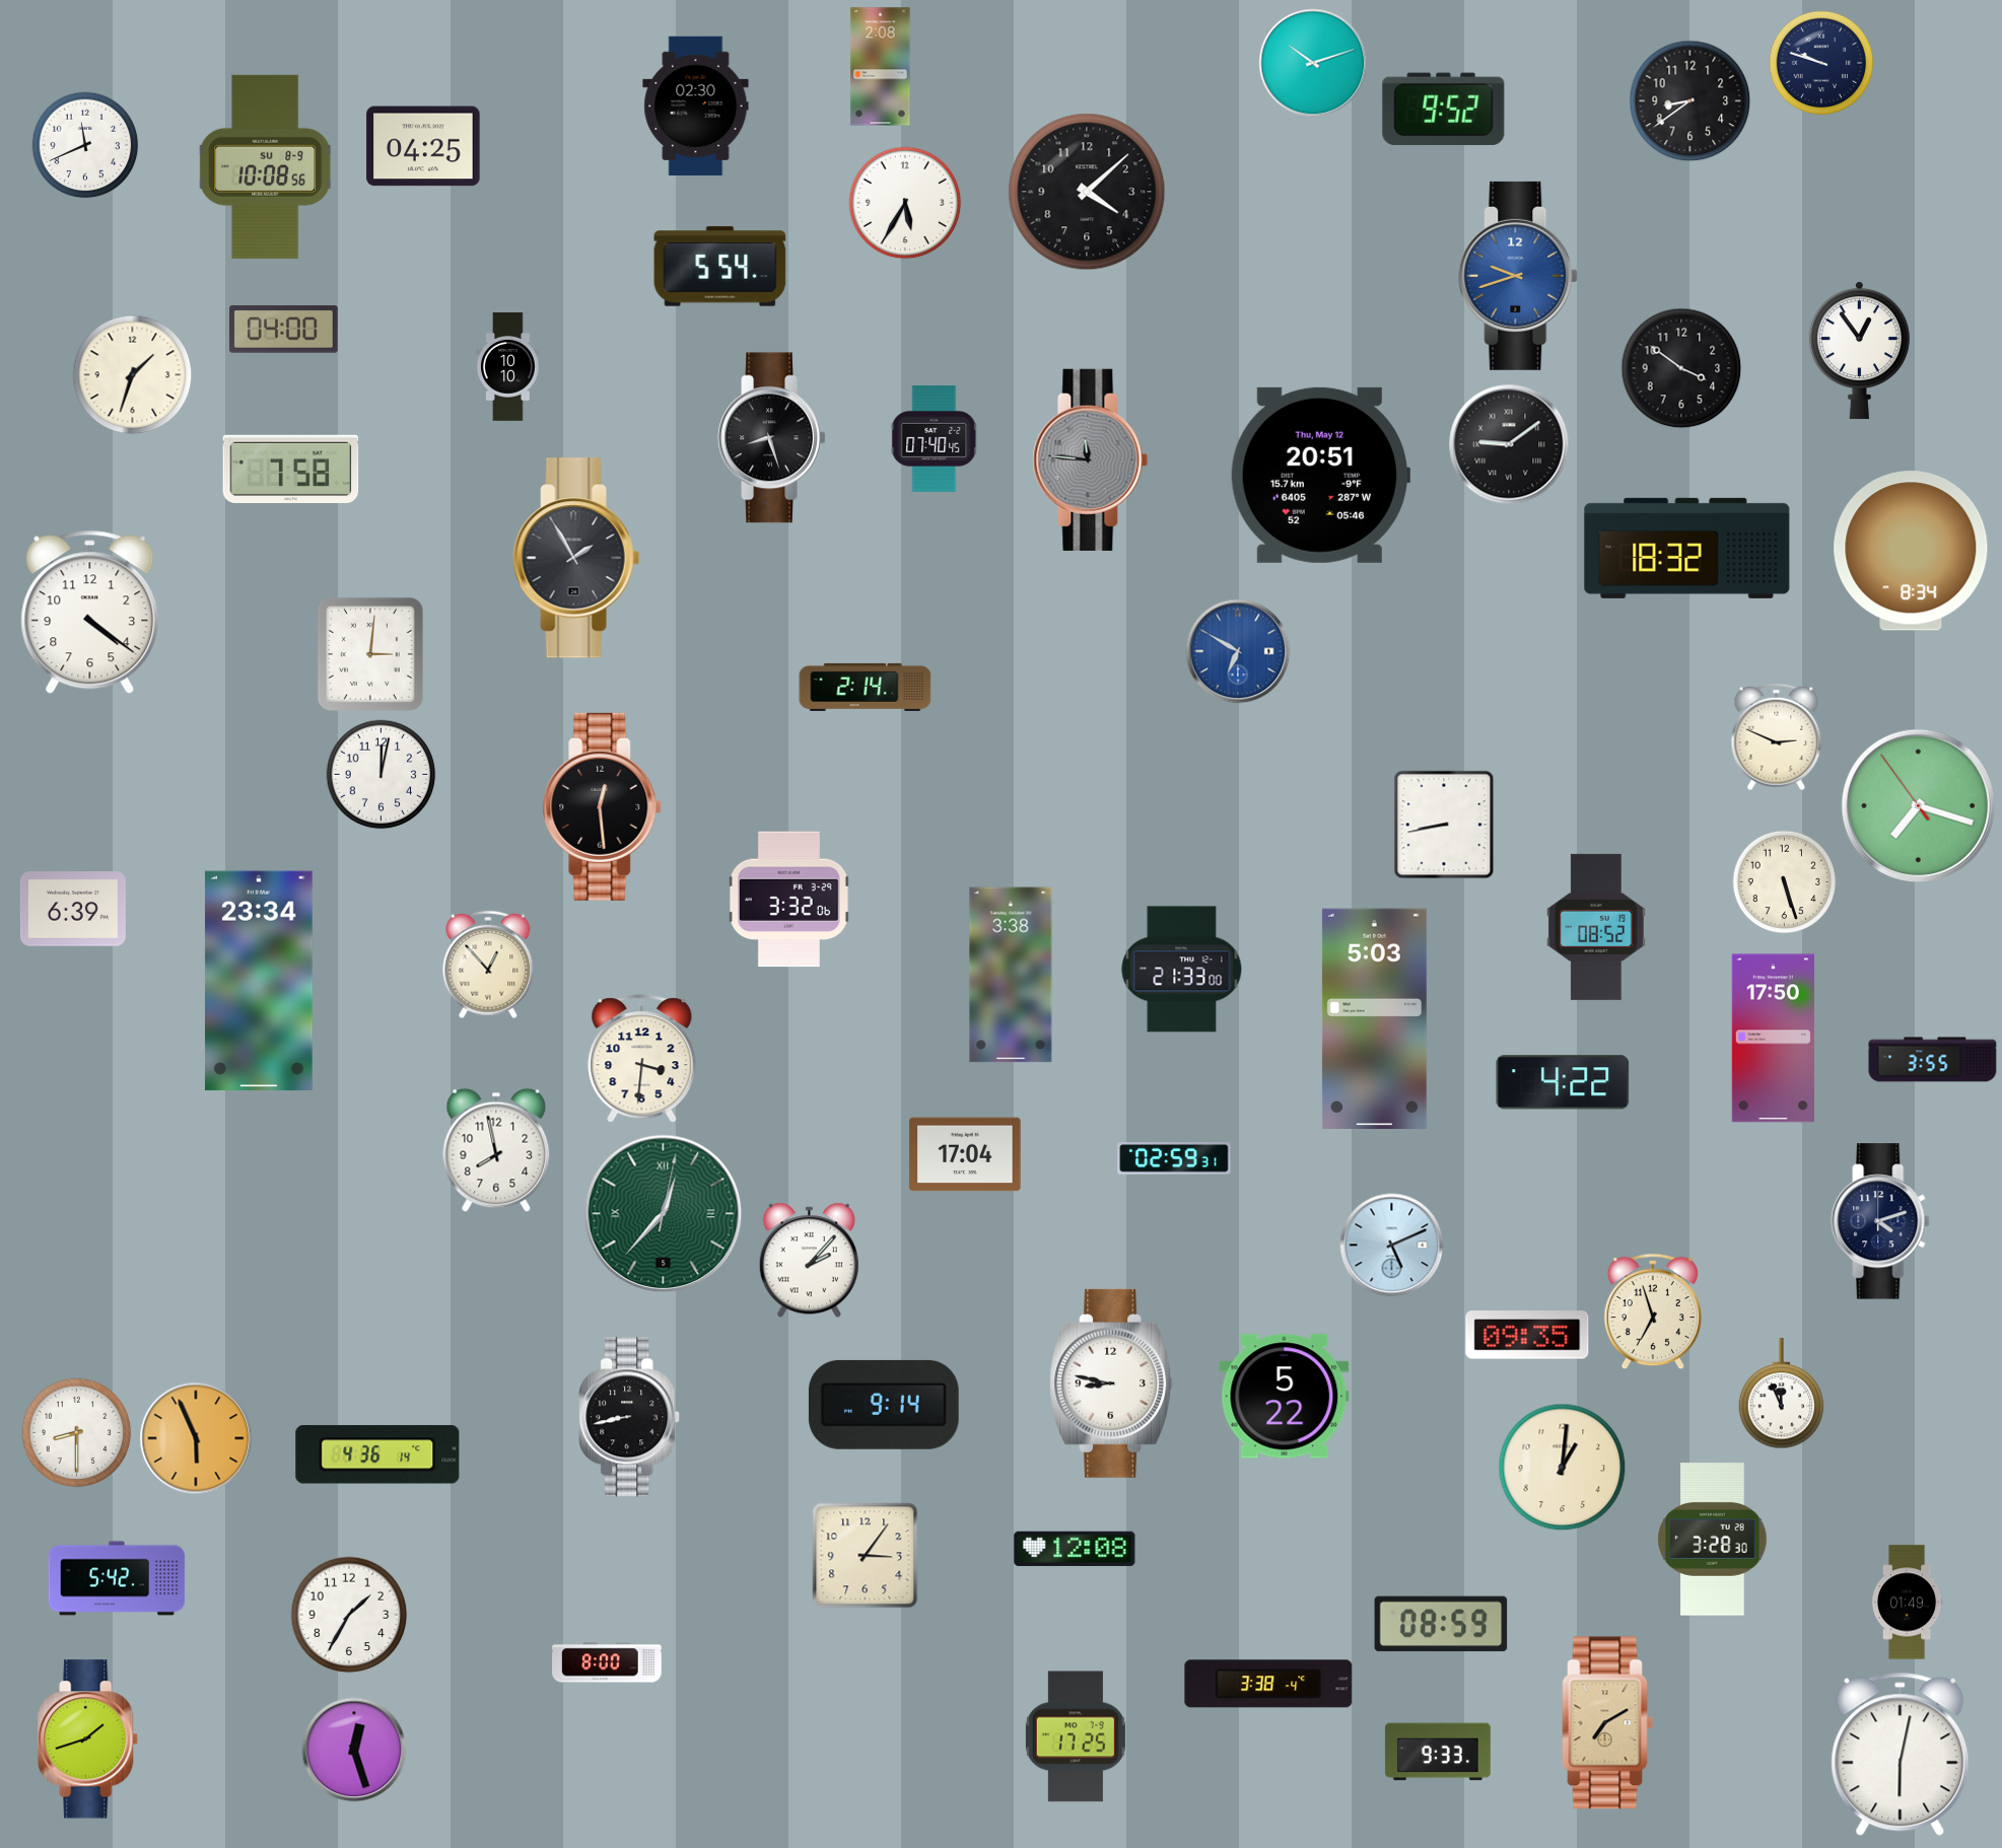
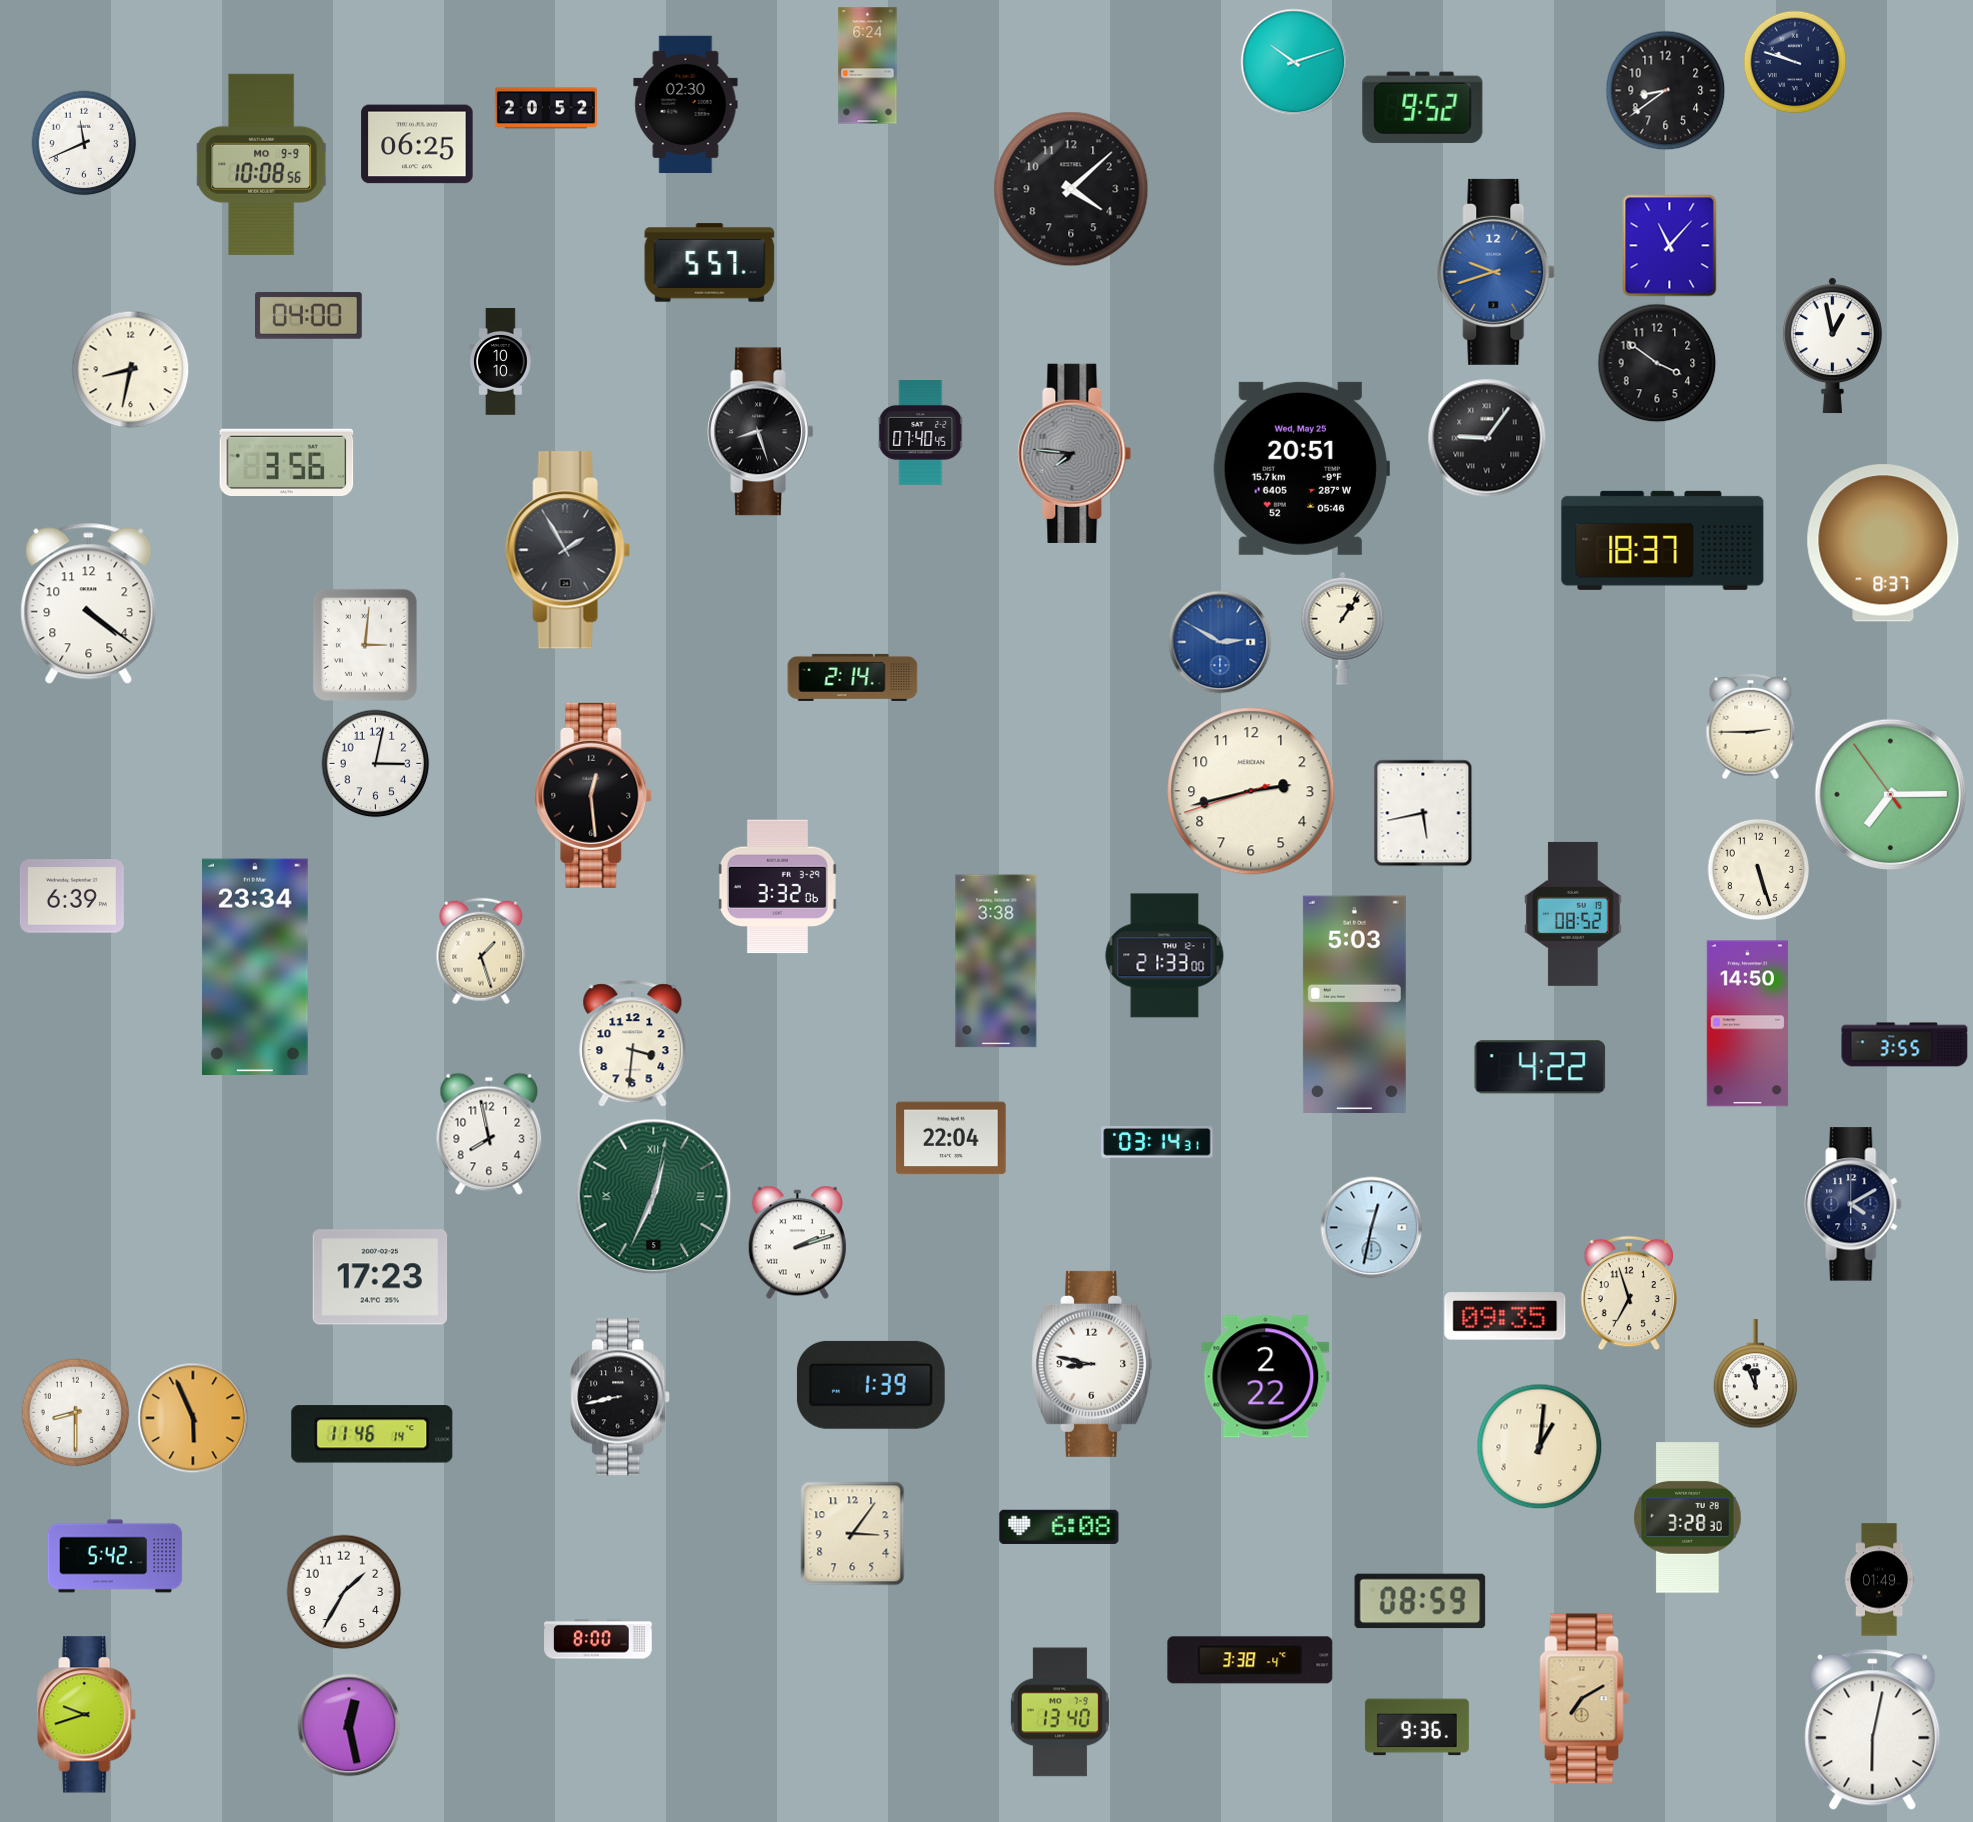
clock at (881, 67): 2:08 -> 6:24
clock at (1690, 101) position: (1690, 101) -> (1666, 91)
clock at (546, 108): none -> 20:52
clock at (423, 146): 04:25 -> 06:25
clock at (266, 166) date: SU 8-9 -> MO 9-9
clock at (905, 203): 5:35 -> none
clock at (1670, 246): none -> 11:07
clock at (720, 267): 5:54 -> 5:57
clock at (284, 330) position: (284, 330) -> (309, 316)
clock at (1859, 351): 12:54 -> 12:58
clock at (133, 375): 1:33 -> 8:32
clock at (1509, 444): 9:09 -> 9:06
clock at (1091, 459): 11:46 -> 7:46
clock at (291, 469): 7:58 -> 3:56
clock at (1320, 475) date: Thu, May 12 -> Wed, May 25
clock at (1687, 548): 18:32 -> 18:37
clock at (1911, 551): 8:34 -> 8:37
clock at (1343, 628): none -> 1:06
clock at (1238, 651): 6:50 -> 2:50
clock at (1777, 737): 2:49 -> 2:45
clock at (382, 775): 12:02 -> 3:02
clock at (1251, 791): none -> 2:42
clock at (1919, 806): 7:17 -> 7:14
clock at (1444, 825): 8:43 -> 5:43
clock at (488, 965): 12:53 -> 1:27
clock at (1773, 1039): 17:50 -> 14:50
clock at (965, 1154): 17:04 -> 22:04
clock at (1174, 1159): 02:59 -> 03:14
clock at (664, 1214): 12:37 -> 12:34
clock at (1880, 1221): 4:12 -> 4:10
clock at (1392, 1246): 5:11 -> 12:32
clock at (809, 1261): 2:07 -> 2:12
clock at (380, 1277): none -> 17:23
clock at (1112, 1383) position: (1112, 1383) -> (1093, 1364)
clock at (1285, 1397): 5:22 -> 2:22
clock at (884, 1405): 9:14 -> 1:39
clock at (377, 1454): 4:36 -> 11:46
clock at (1075, 1549): 12:08 -> 6:08
clock at (1076, 1736): 17:25 -> 13:40
clock at (88, 1739): 1:42 -> 9:42
clock at (354, 1750): 12:27 -> 12:28
clock at (1438, 1752): 9:33 -> 9:36
